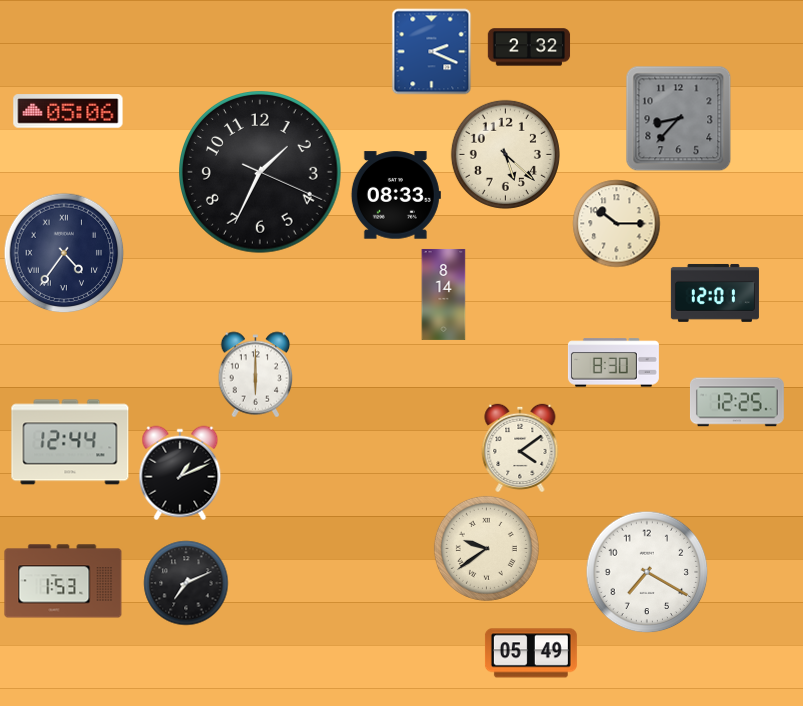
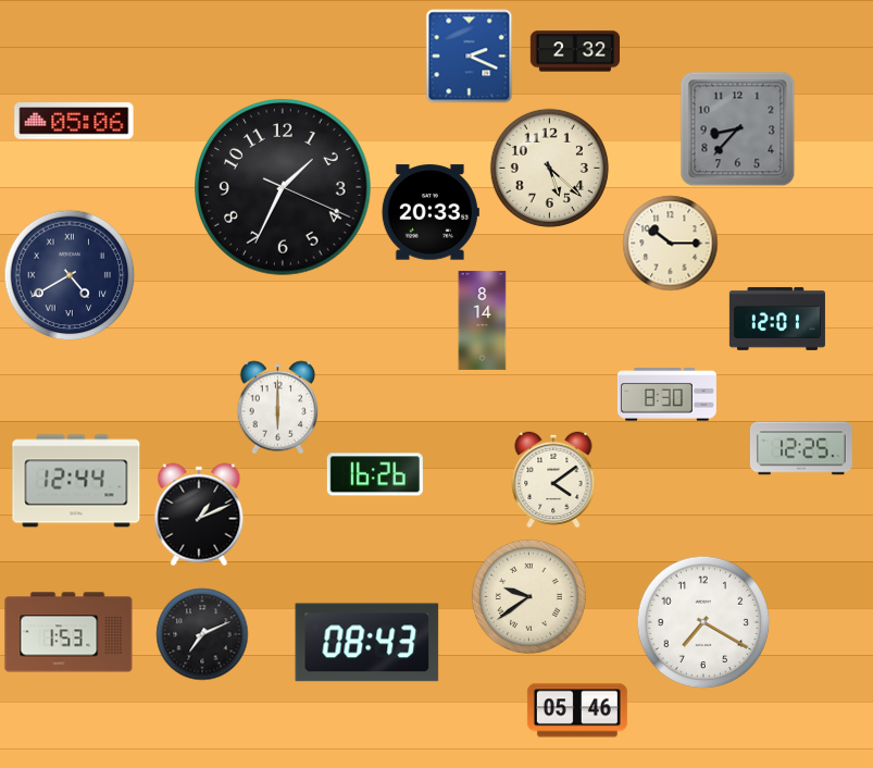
clock at (396, 195): 08:33 -> 20:33
clock at (64, 253): 4:36 -> 4:40
clock at (737, 402) position: (737, 402) -> (801, 448)
clock at (375, 474): none -> 16:26
clock at (520, 447) position: (520, 447) -> (553, 479)
clock at (180, 473) position: (180, 473) -> (199, 515)
clock at (367, 643): none -> 08:43
clock at (531, 653): 05:49 -> 05:46
